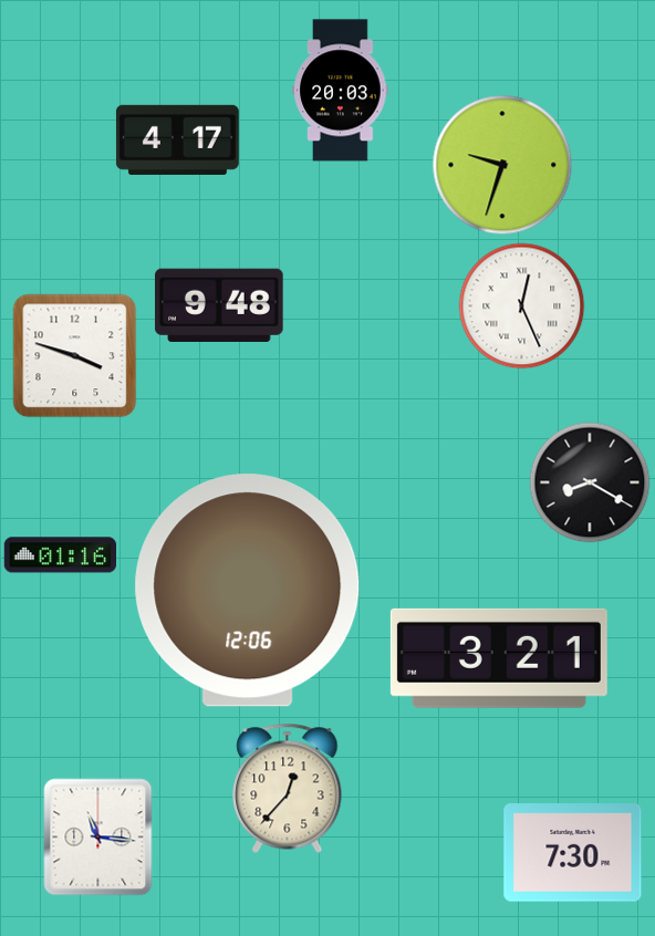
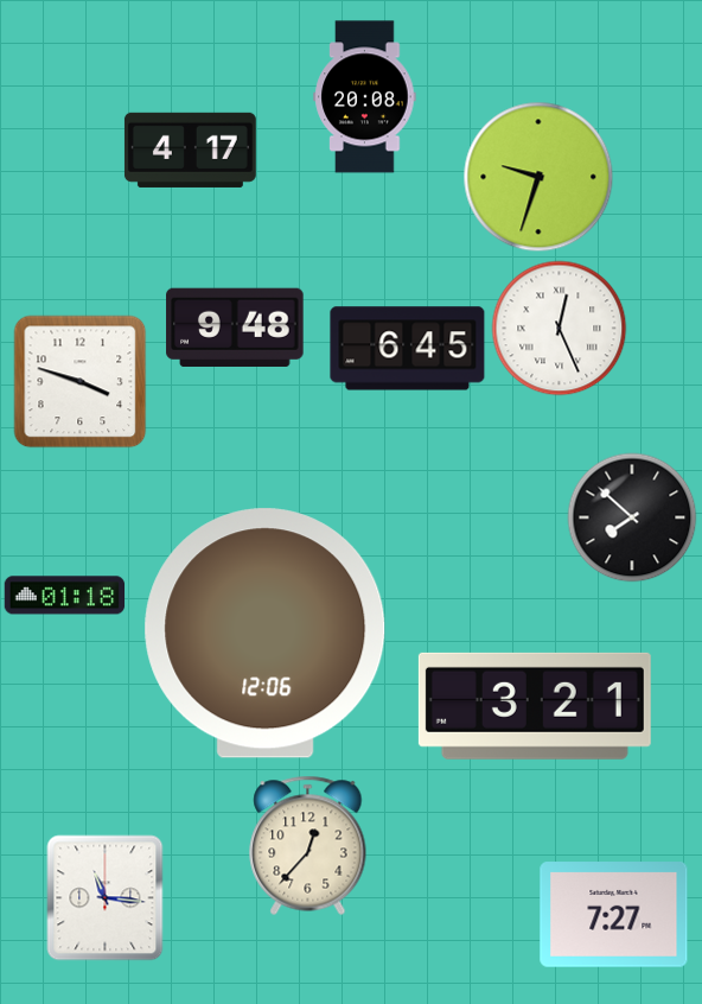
clock at (341, 91): 20:03 -> 20:08
clock at (408, 349): none -> 6:45
clock at (590, 482): 8:20 -> 7:52
clock at (61, 555): 01:16 -> 01:18
clock at (573, 853): 7:30 -> 7:27
